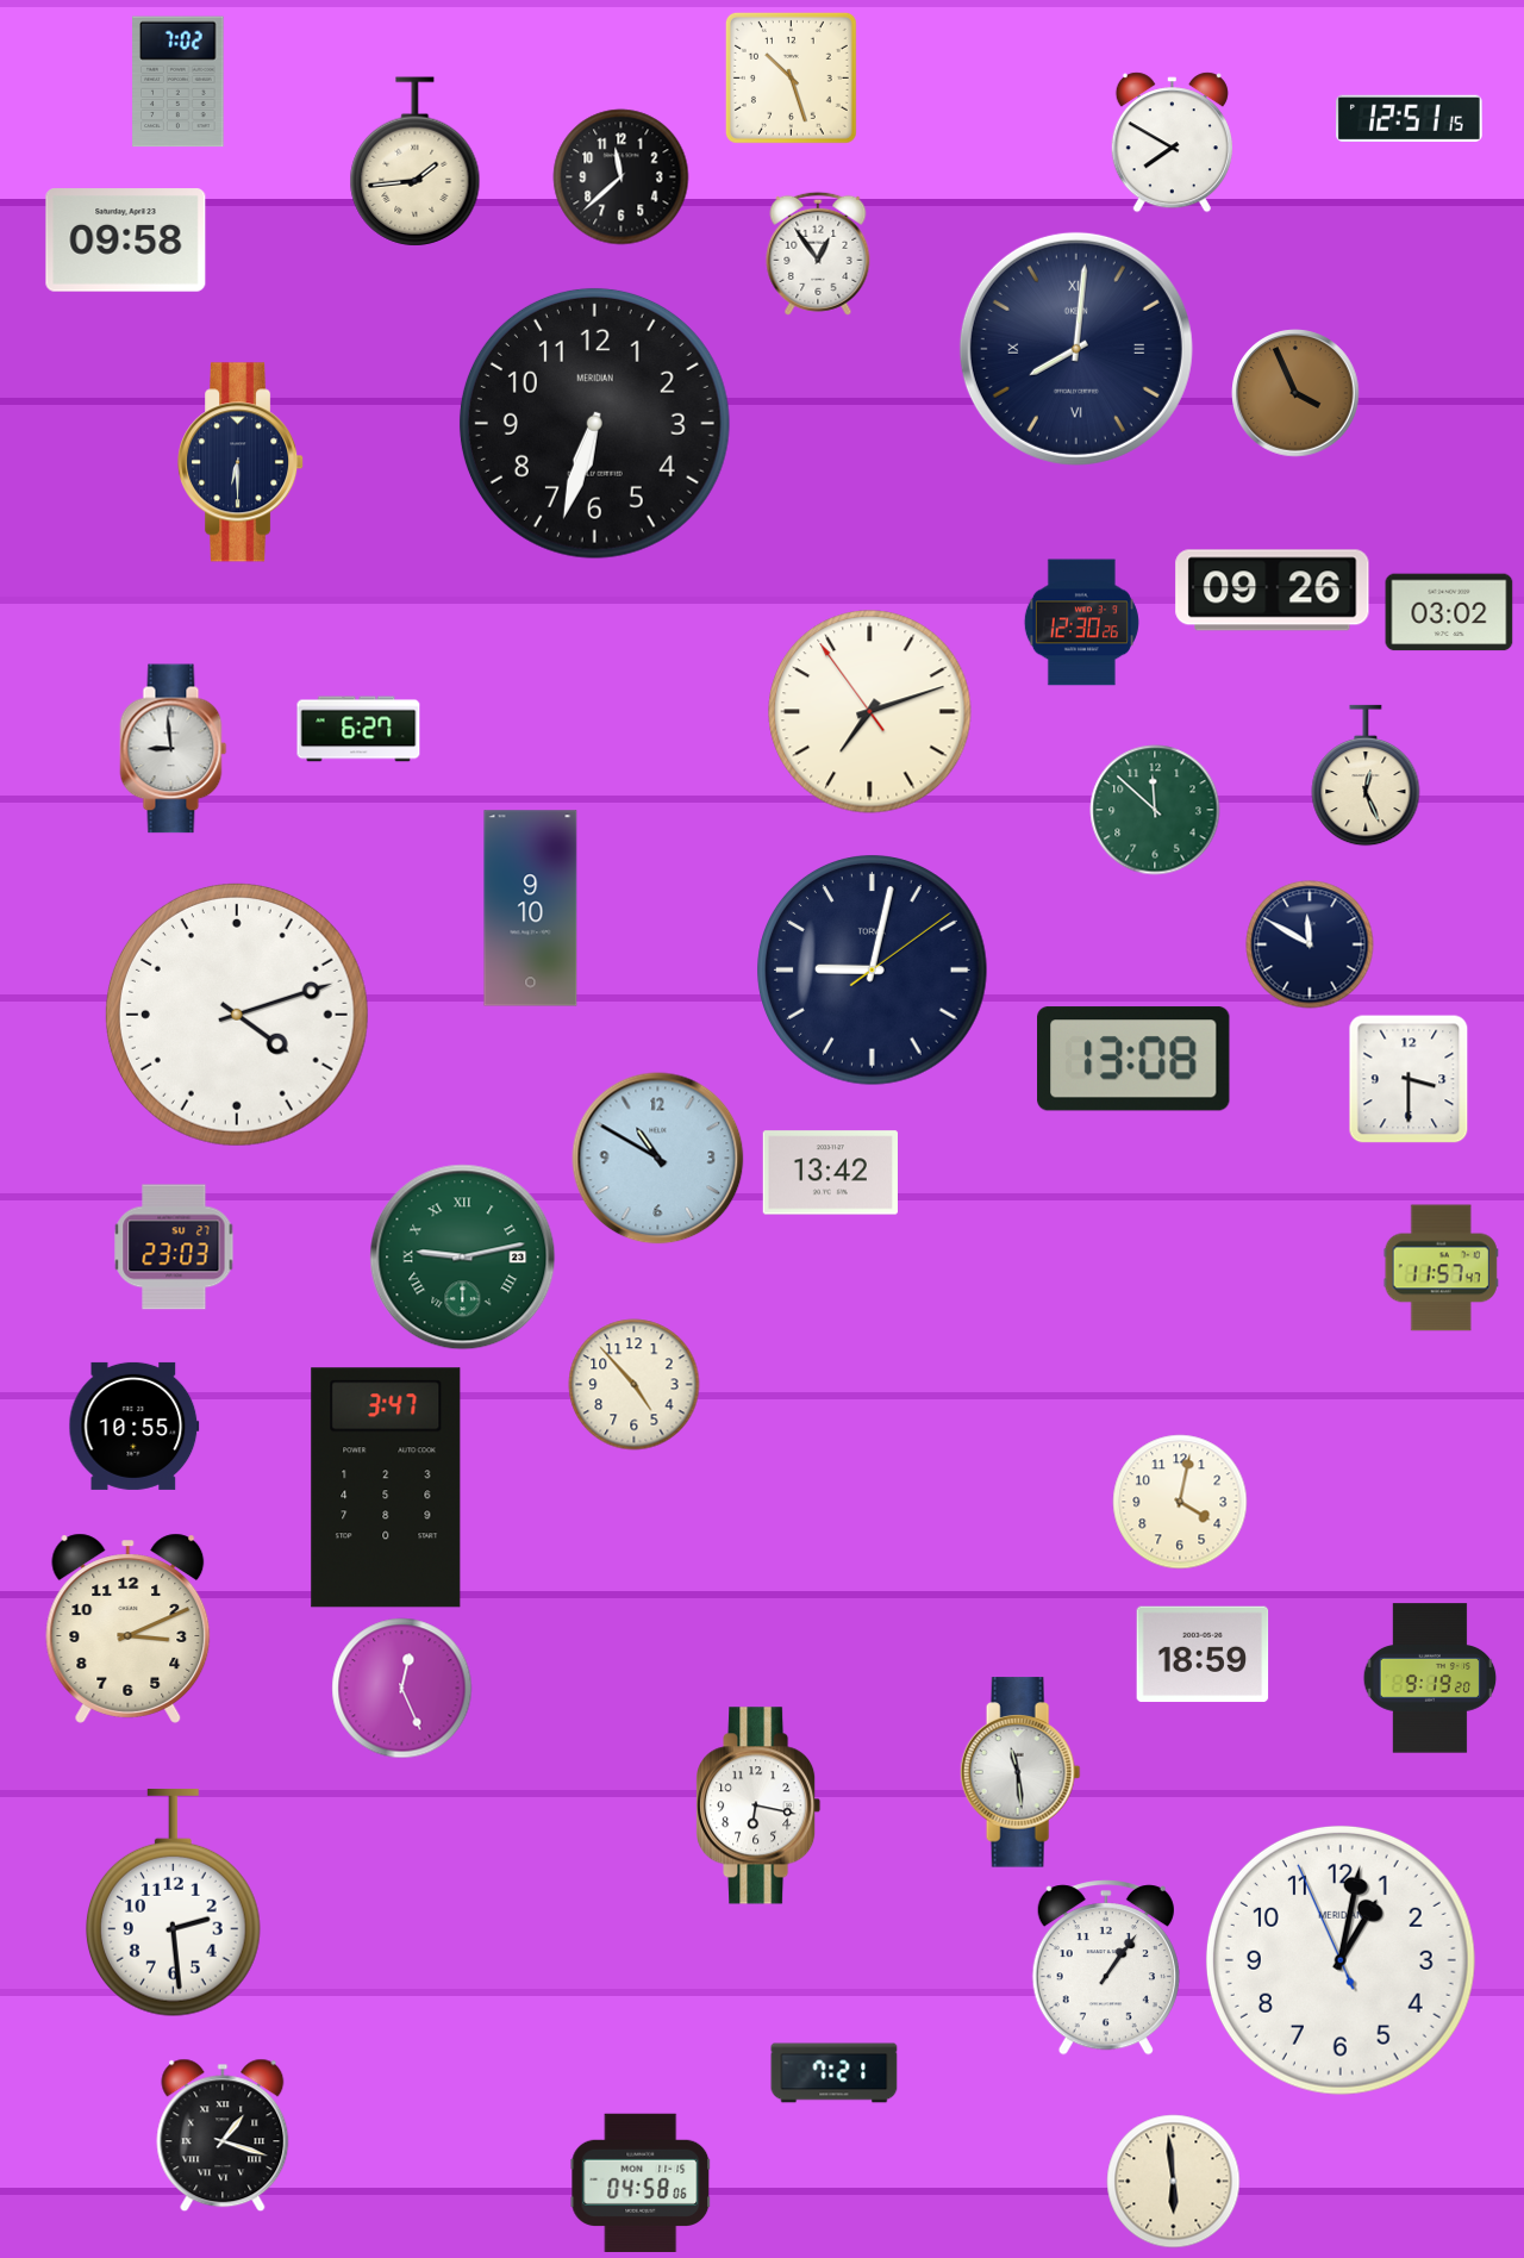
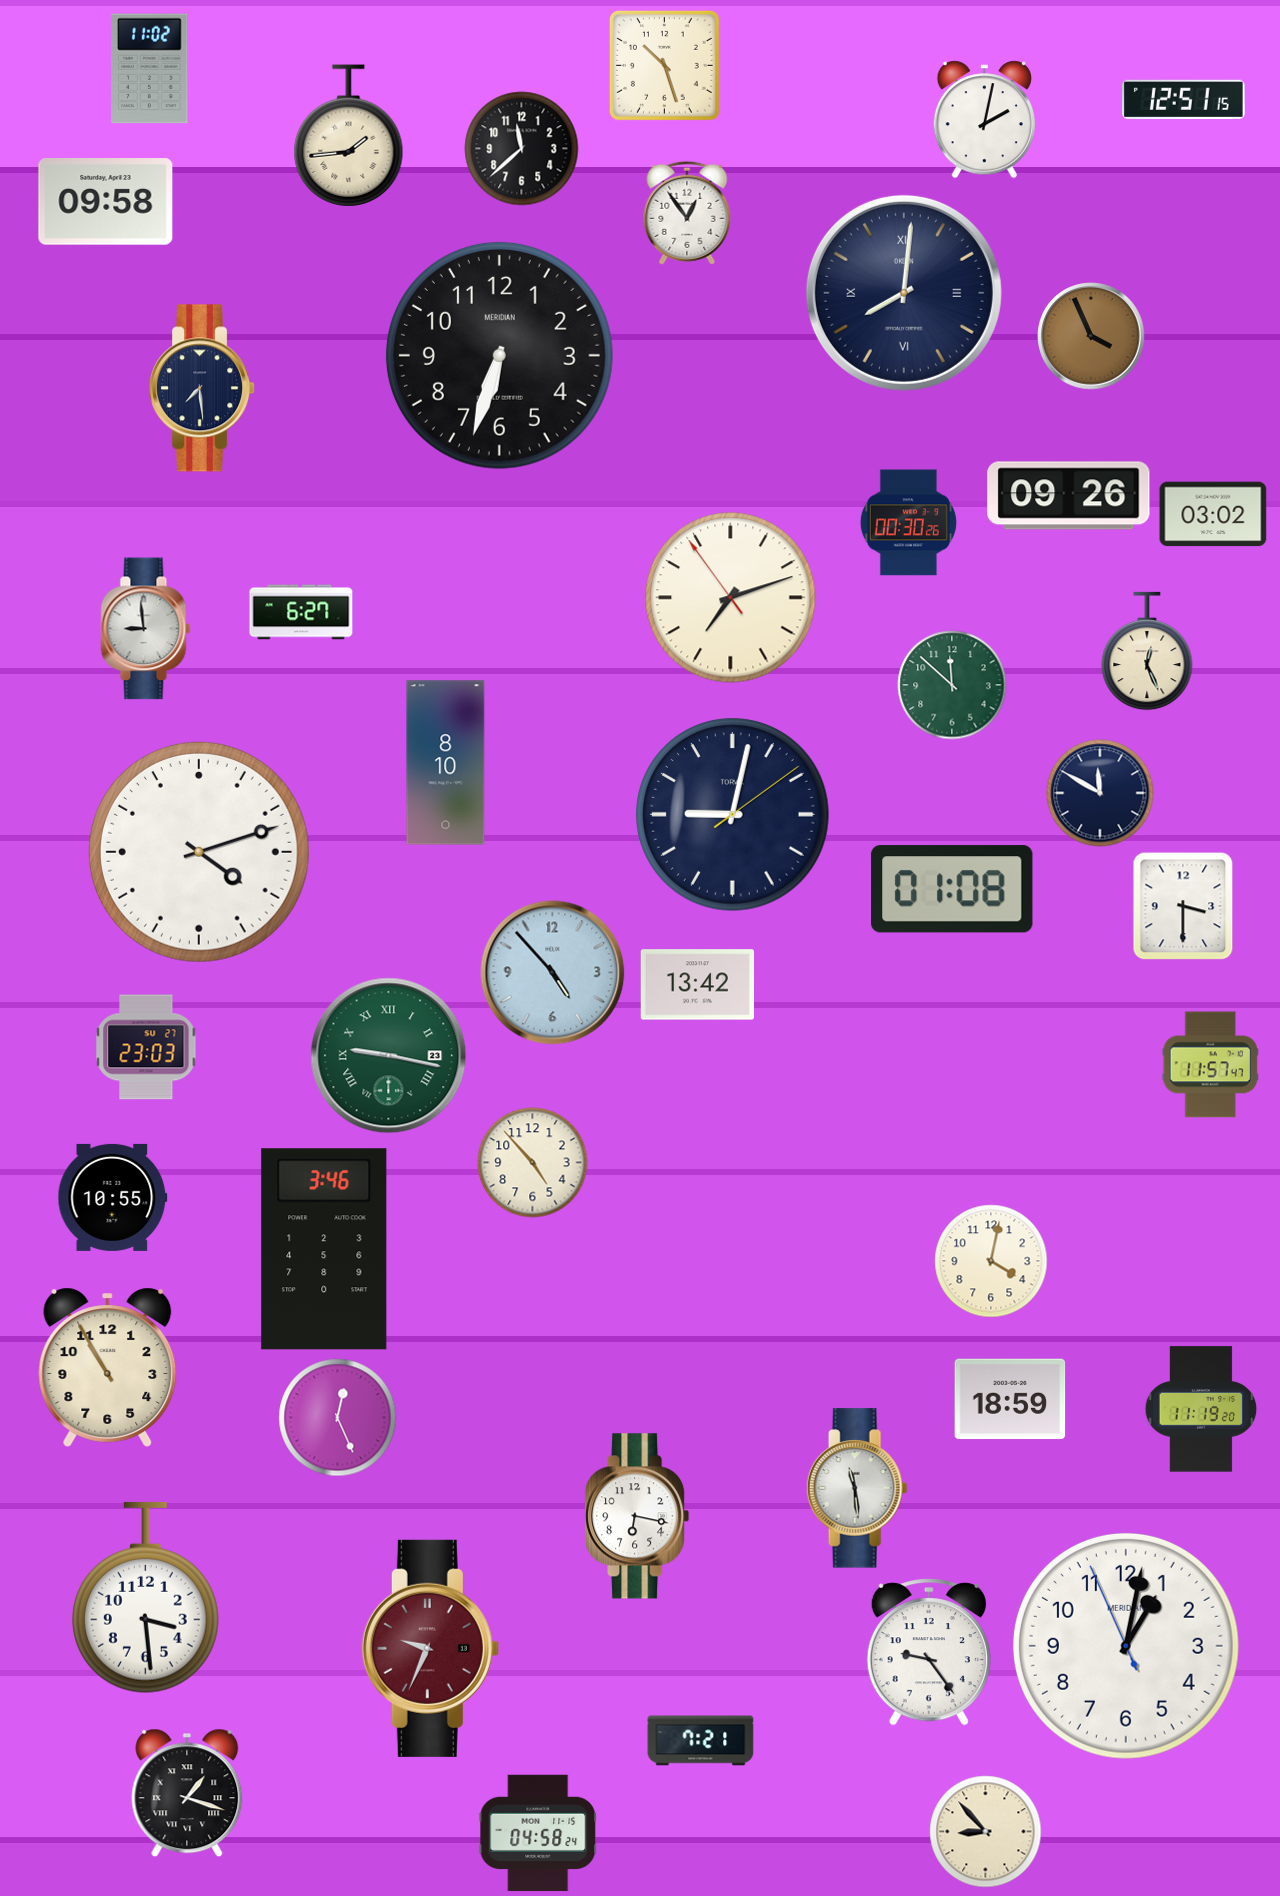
clock at (179, 82): 7:02 -> 11:02
clock at (1172, 143): 7:50 -> 2:02
clock at (1295, 393) position: (1295, 393) -> (1091, 336)
clock at (242, 462): 6:30 -> 7:29
clock at (1449, 612) position: (1449, 612) -> (1213, 514)
clock at (1081, 623): 12:30 -> 00:30
clock at (1155, 810) position: (1155, 810) -> (952, 685)
clock at (531, 909): 9:10 -> 8:10
clock at (1133, 1059): 13:08 -> 01:08
clock at (658, 1159): 10:50 -> 4:53
clock at (463, 1258): 9:13 -> 9:17
clock at (386, 1487): 3:47 -> 3:46
clock at (129, 1628): 3:11 -> 10:55
clock at (1203, 1654) position: (1203, 1654) -> (1010, 1399)
clock at (1430, 1678): 9:19 -> 11:19
clock at (173, 1903): 2:29 -> 3:29
clock at (430, 1648): none -> 9:34
clock at (1106, 1967): 1:06 -> 9:24
clock at (1174, 2182): 5:59 -> 8:53
clock at (641, 2183): 04:58:06 -> 04:58:24
